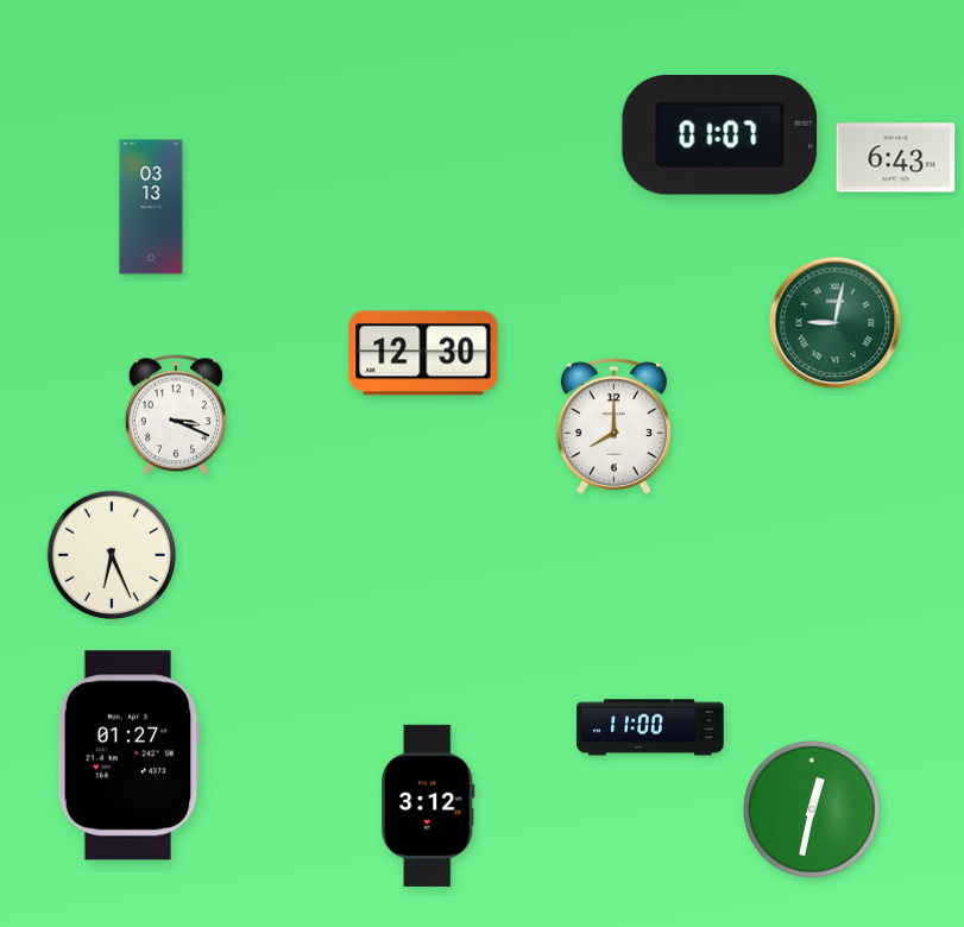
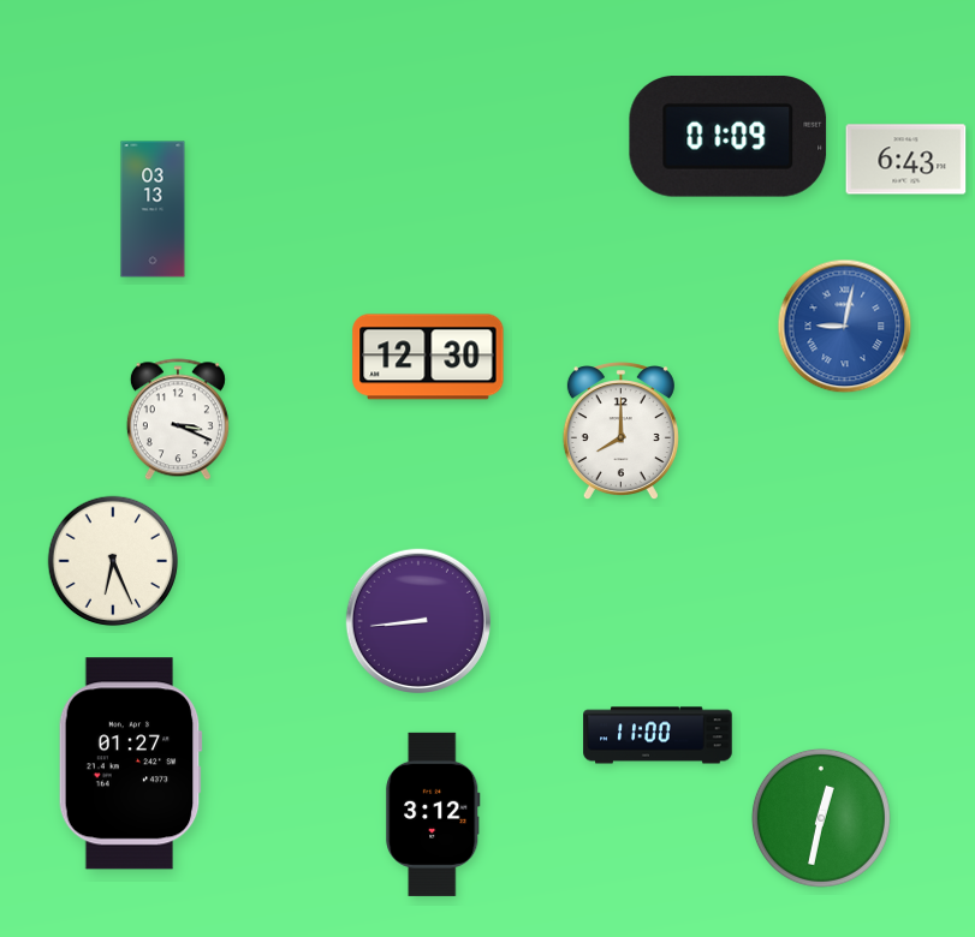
clock at (720, 135): 01:07 -> 01:09
clock at (836, 323) dial: green -> blue
clock at (417, 620): none -> 8:44
